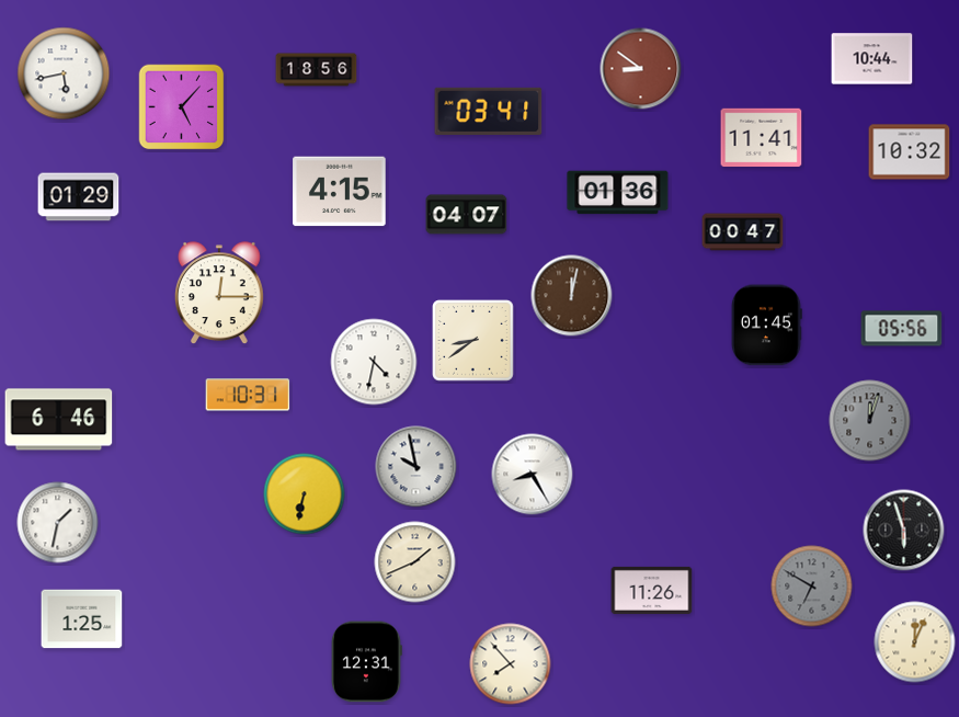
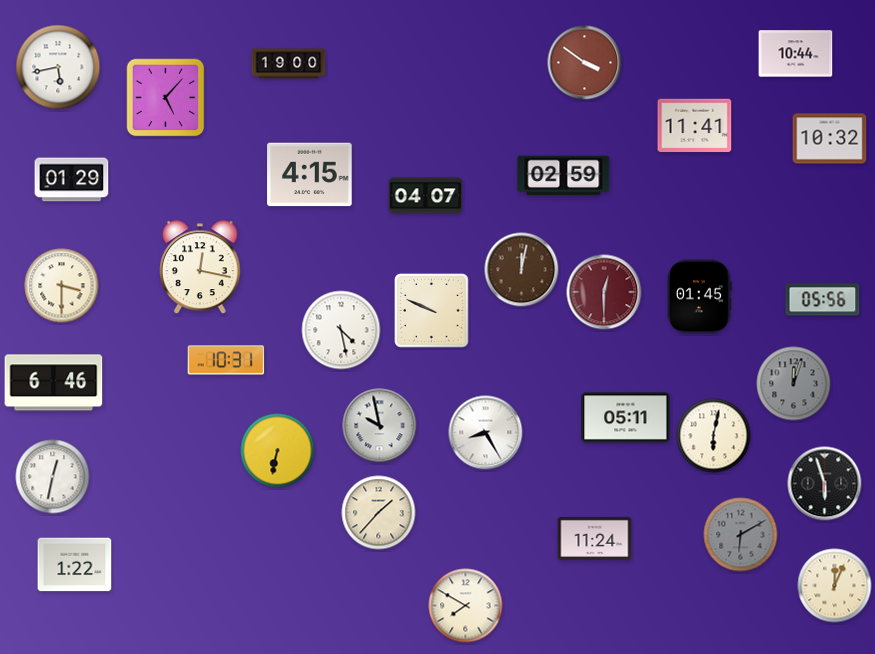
clock at (641, 69): 8:51 -> 3:51
clock at (317, 70): 18:56 -> 19:00
clock at (489, 111): 03:41 -> none
clock at (618, 193): 01:36 -> 02:59
clock at (743, 232): 00:47 -> none
clock at (220, 294): 12:15 -> 12:17
clock at (62, 286): none -> 3:30
clock at (604, 292): none -> 12:30
clock at (473, 341): 8:39 -> 9:49
clock at (374, 362): 4:32 -> 4:28
clock at (626, 418): none -> 05:11
clock at (714, 436): none -> 6:02
clock at (58, 523): 1:32 -> 12:32
clock at (415, 562): 1:41 -> 1:37
clock at (812, 587): 6:50 -> 6:10
clock at (652, 590): 11:26 -> 11:24
clock at (82, 619): 1:25 -> 1:22
clock at (366, 662): 12:31 -> none
clock at (511, 664): 7:53 -> 7:50
